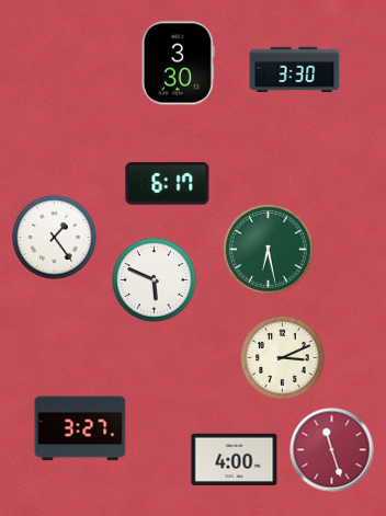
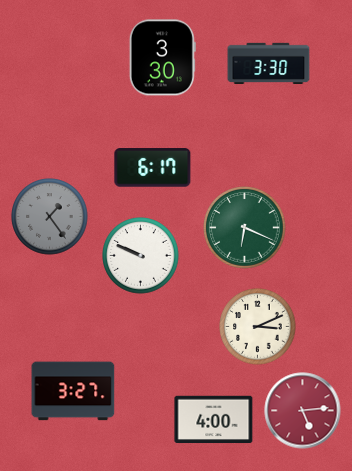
clock at (55, 238) dial: white -> grey
clock at (269, 250): 6:28 -> 6:19
clock at (155, 280): 5:49 -> 9:49
clock at (332, 450): 11:27 -> 5:14
